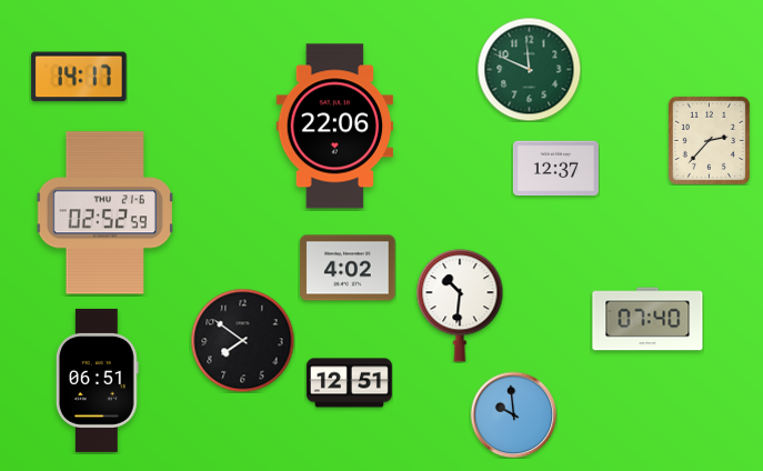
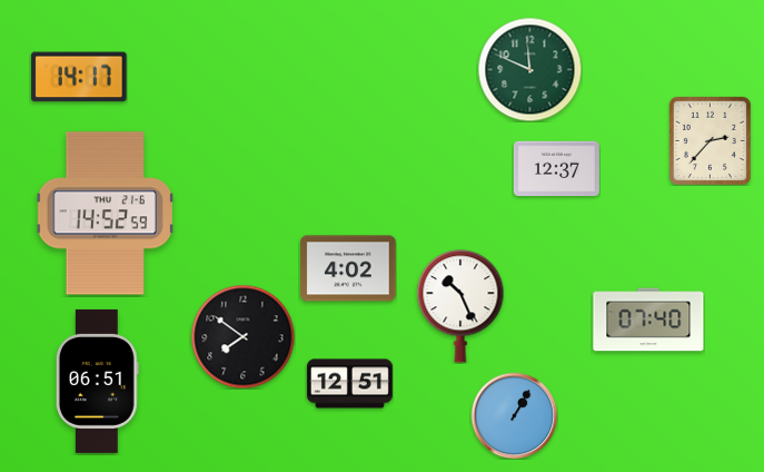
clock at (335, 127): 22:06 -> none
clock at (104, 213): 02:52 -> 14:52
clock at (460, 305): 10:31 -> 10:26
clock at (242, 340) position: (242, 340) -> (242, 336)
clock at (513, 414): 9:59 -> 1:05
